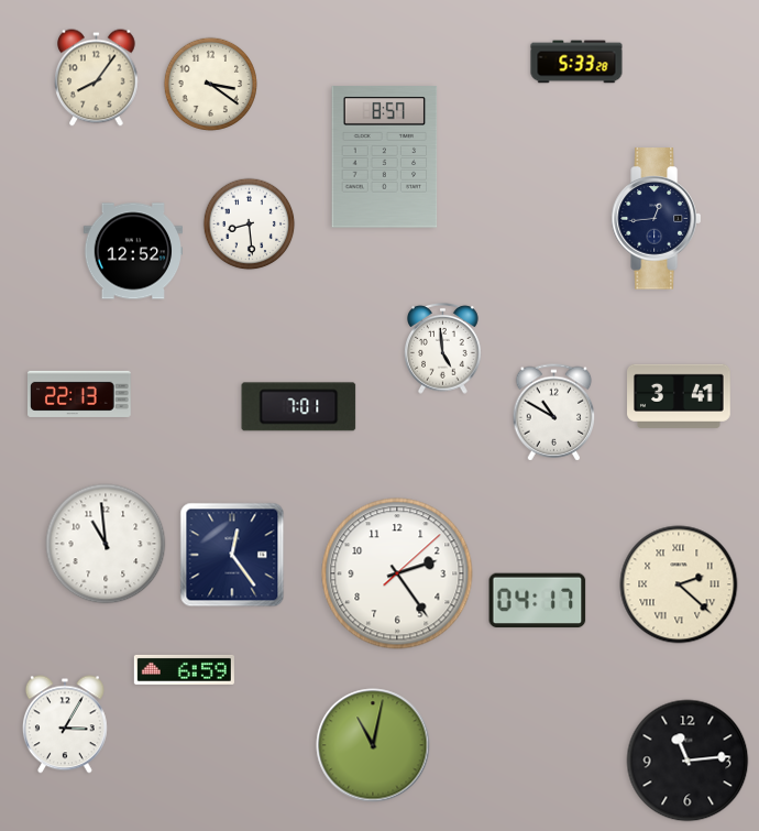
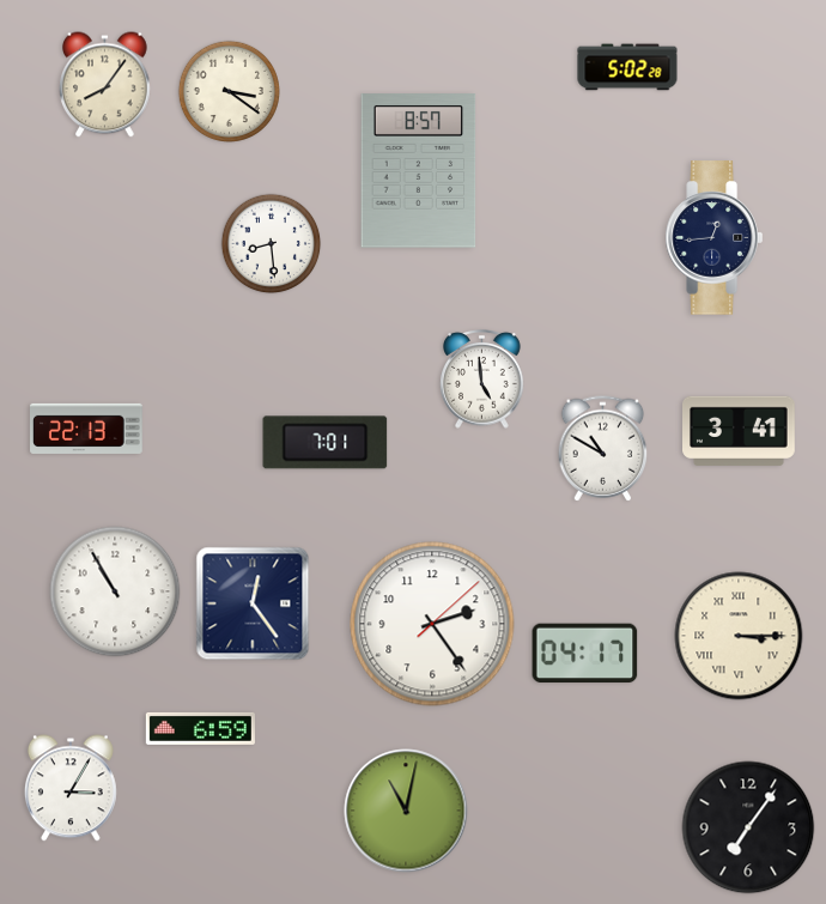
clock at (576, 62): 5:33 -> 5:02
clock at (133, 251): 12:52 -> none
clock at (106, 544): 10:59 -> 10:55
clock at (679, 584): 2:22 -> 3:15
clock at (687, 761): 11:14 -> 7:06
